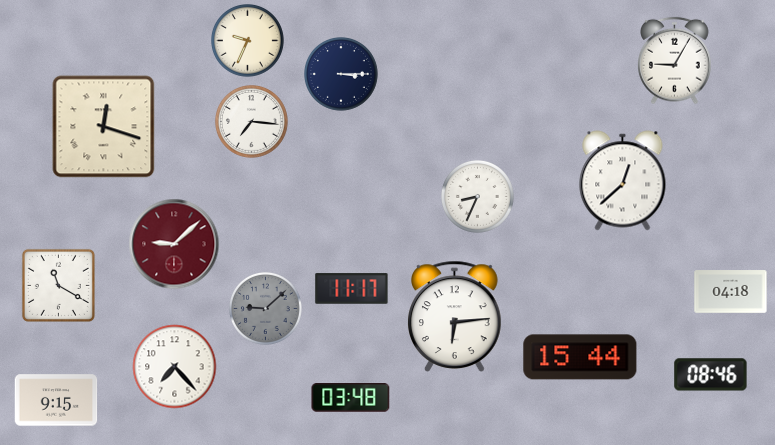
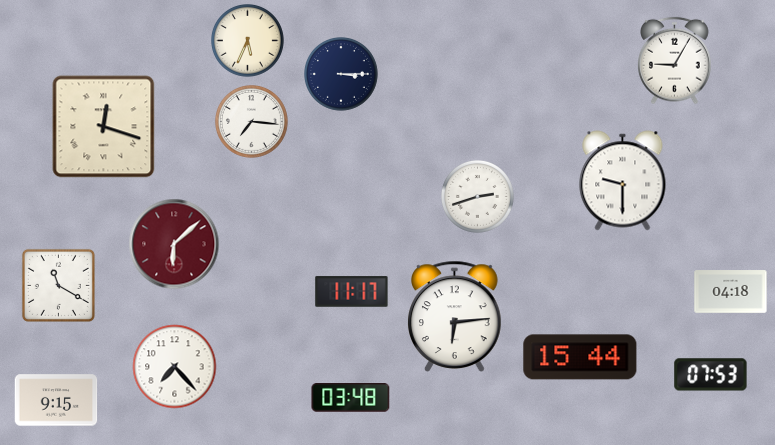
clock at (247, 40): 9:34 -> 5:34
clock at (623, 181): 12:38 -> 9:30
clock at (477, 196): 8:34 -> 2:42
clock at (174, 244): 9:08 -> 6:08
clock at (352, 289) position: (352, 289) -> (352, 292)
clock at (265, 308): 9:08 -> none
clock at (711, 375): 08:46 -> 07:53
